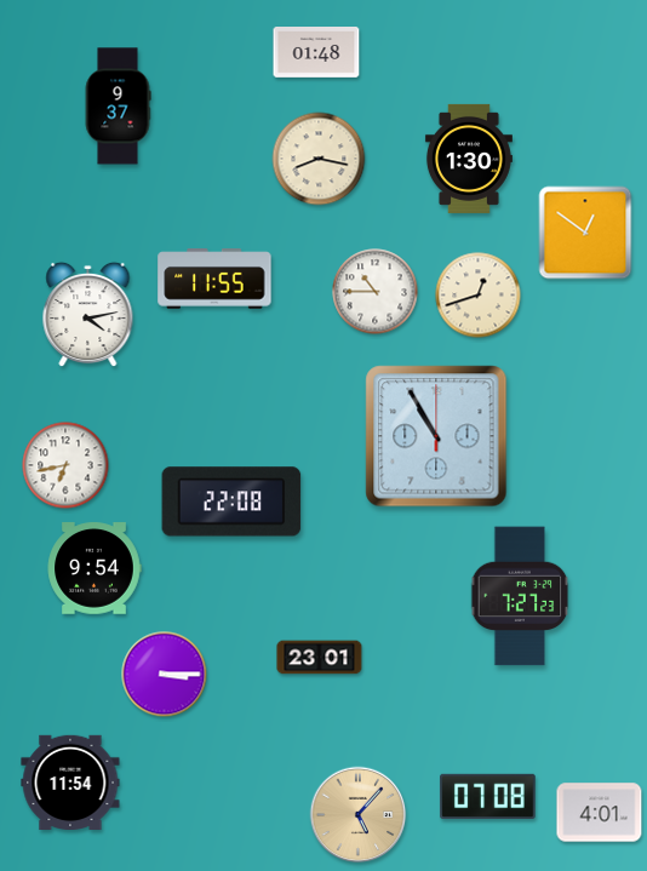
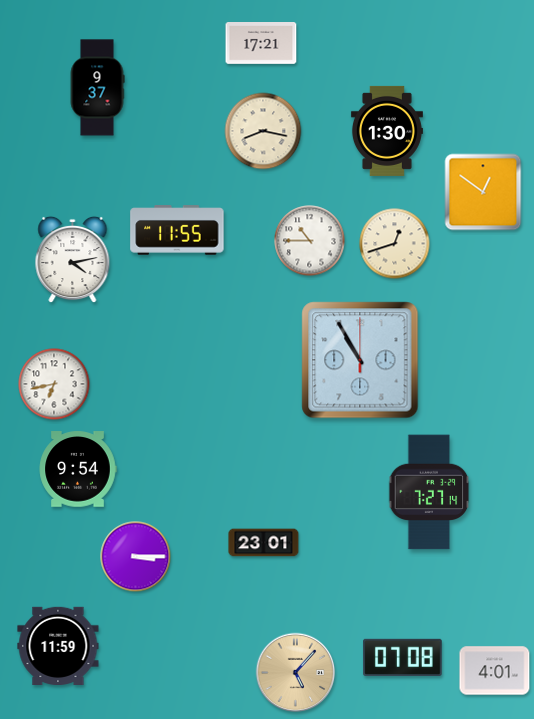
clock at (316, 53): 01:48 -> 17:21
clock at (231, 502): 22:08 -> none
clock at (520, 596): 7:27:23 -> 7:27:14
clock at (70, 781): 11:54 -> 11:59
